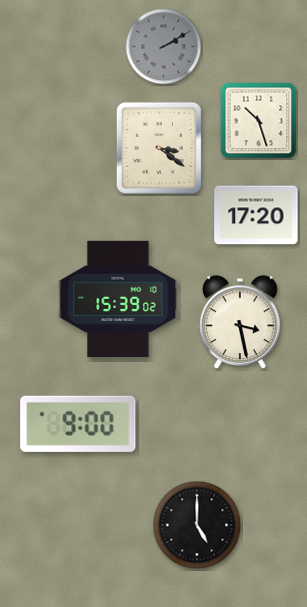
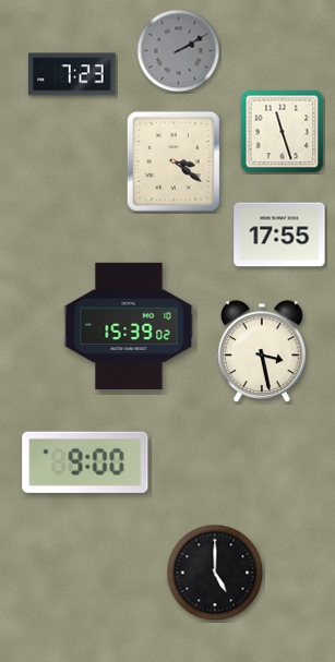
clock at (72, 74): none -> 7:23
clock at (259, 121): 10:27 -> 11:27
clock at (256, 215): 17:20 -> 17:55
